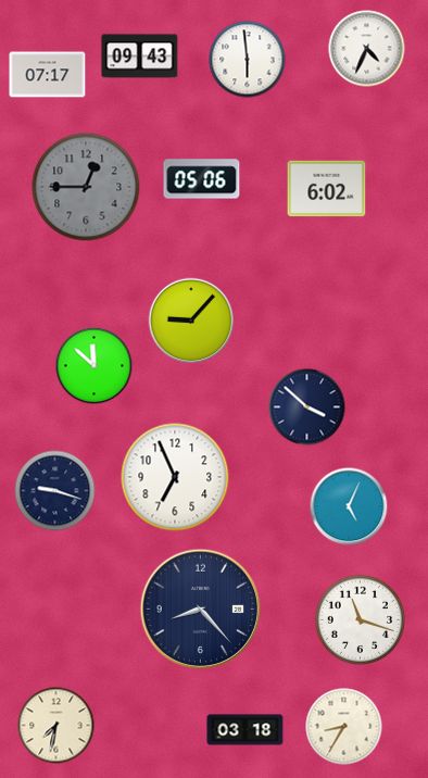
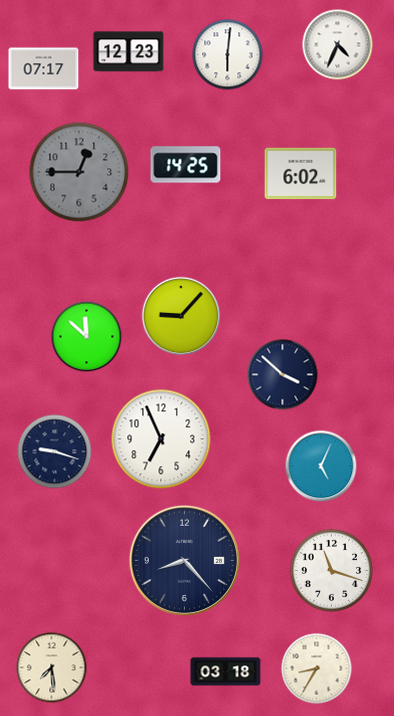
clock at (140, 57): 09:43 -> 12:23
clock at (248, 60): 5:59 -> 6:01
clock at (202, 179): 05:06 -> 14:25
clock at (191, 321) position: (191, 321) -> (181, 316)
clock at (55, 491) position: (55, 491) -> (55, 452)
clock at (56, 726): 7:32 -> 7:29
